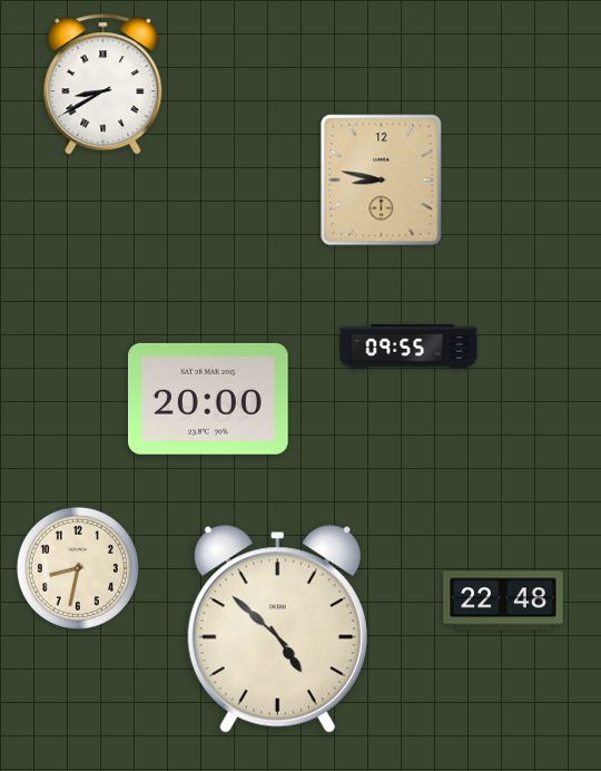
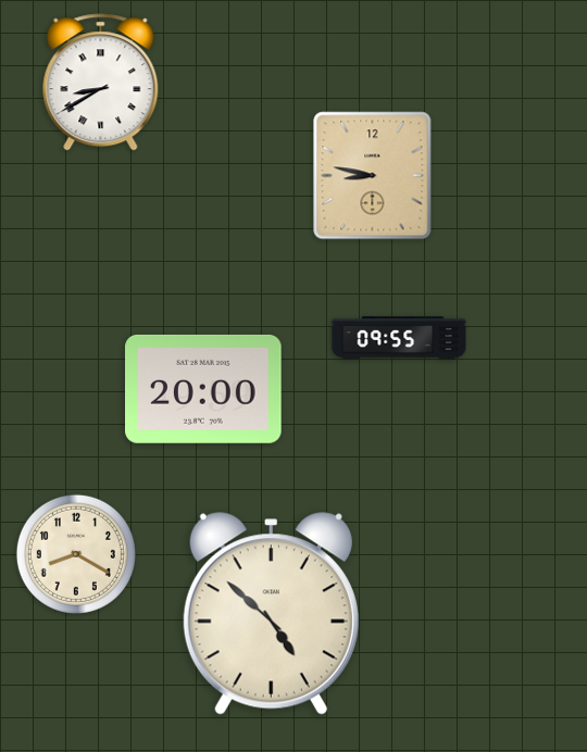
clock at (78, 568): 8:32 -> 8:20
clock at (503, 601): 22:48 -> none
